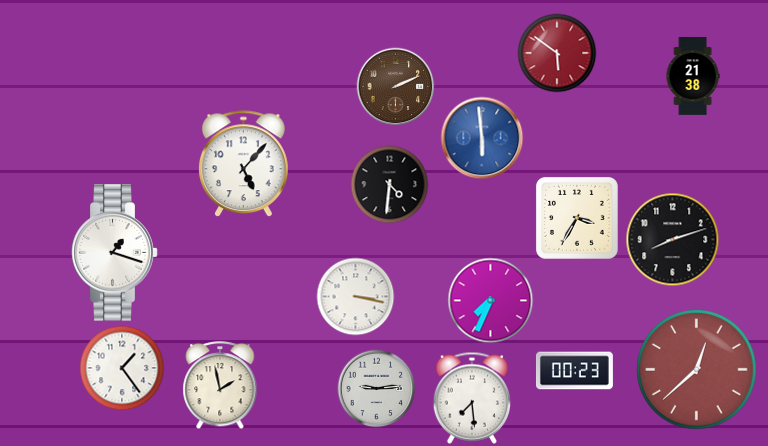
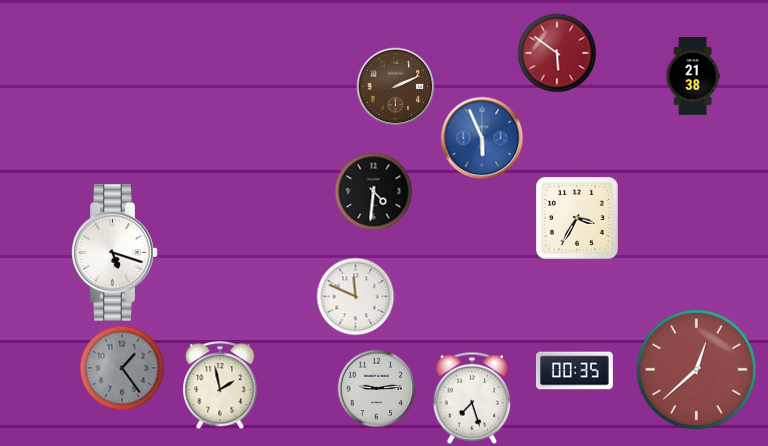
clock at (482, 138): 5:59 -> 5:56
clock at (243, 164): 5:07 -> none
clock at (389, 184) position: (389, 184) -> (373, 191)
clock at (672, 239): 8:12 -> none
clock at (115, 253): 1:18 -> 5:18
clock at (355, 296): 3:17 -> 11:49
clock at (490, 300): 7:34 -> none
clock at (122, 368) dial: white -> grey
clock at (574, 371): 00:23 -> 00:35
clock at (471, 398): 7:29 -> 7:27
